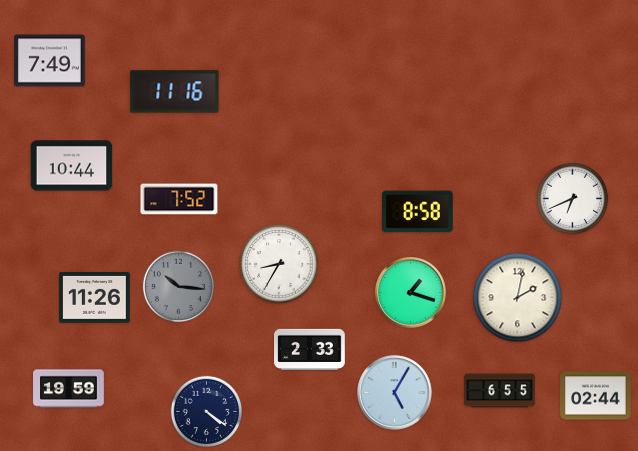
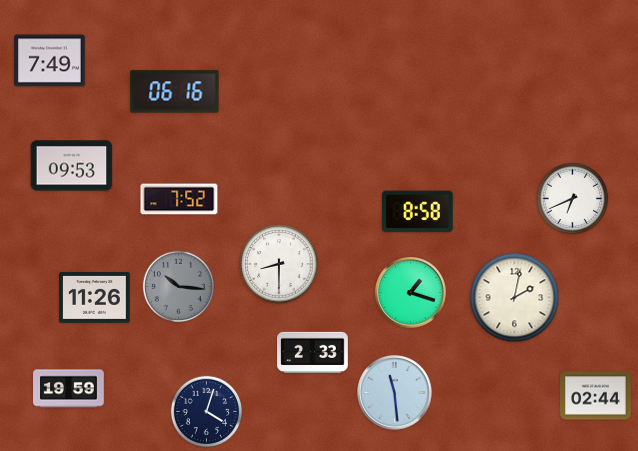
clock at (175, 92): 11:16 -> 06:16
clock at (72, 166): 10:44 -> 09:53
clock at (279, 264): 8:35 -> 8:30
clock at (518, 298) position: (518, 298) -> (515, 298)
clock at (310, 349) position: (310, 349) -> (313, 352)
clock at (500, 391): 6:55 -> none
clock at (395, 393): 5:05 -> 11:29
clock at (206, 411): 4:21 -> 4:03
